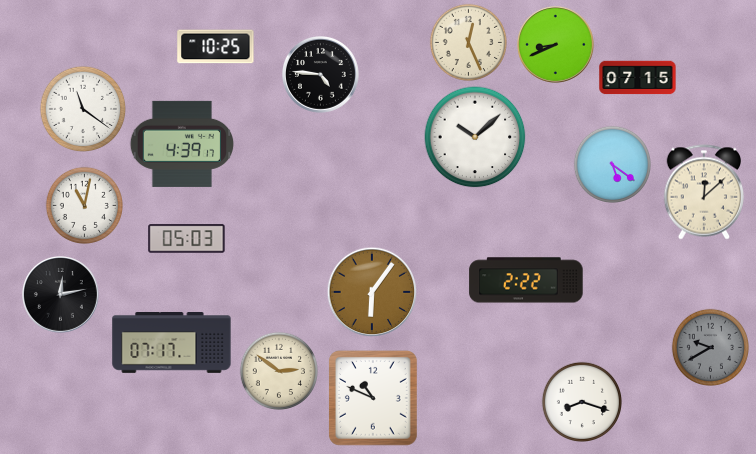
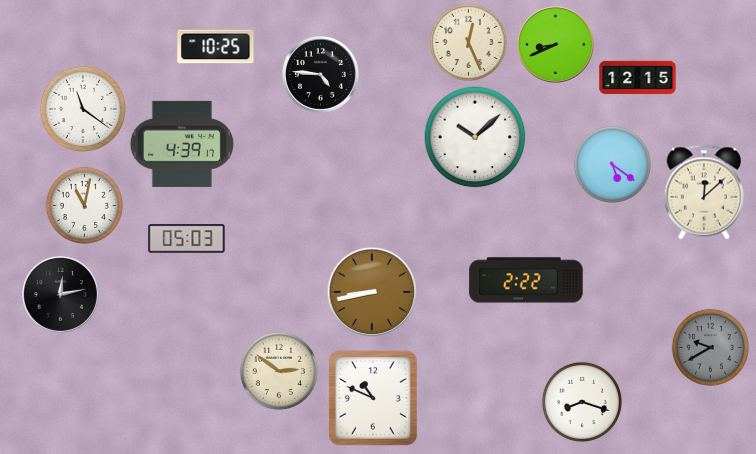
clock at (638, 78): 07:15 -> 12:15
clock at (372, 292): 6:06 -> 8:43
clock at (172, 343): 07:17 -> none
